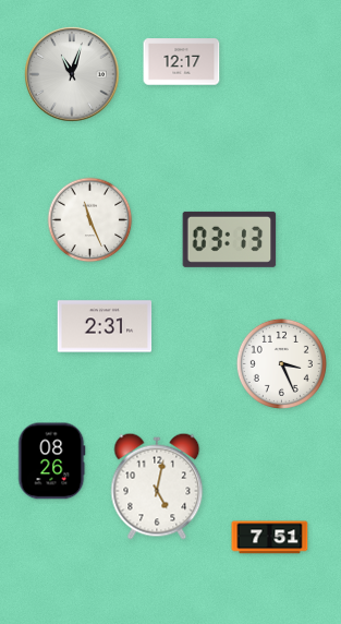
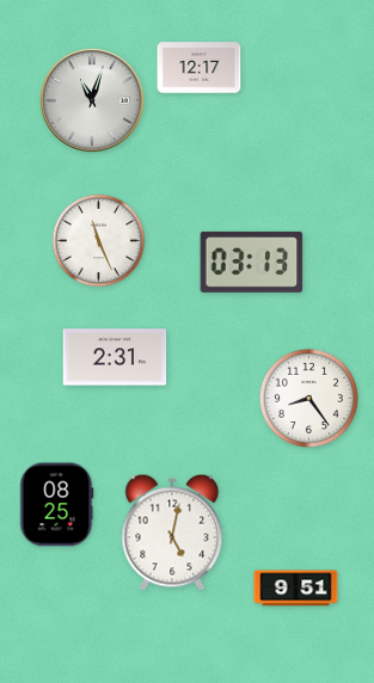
clock at (72, 74) position: (72, 74) -> (92, 100)
clock at (281, 363): 3:26 -> 8:24
clock at (52, 461): 08:26 -> 08:25
clock at (270, 538): 7:51 -> 9:51
